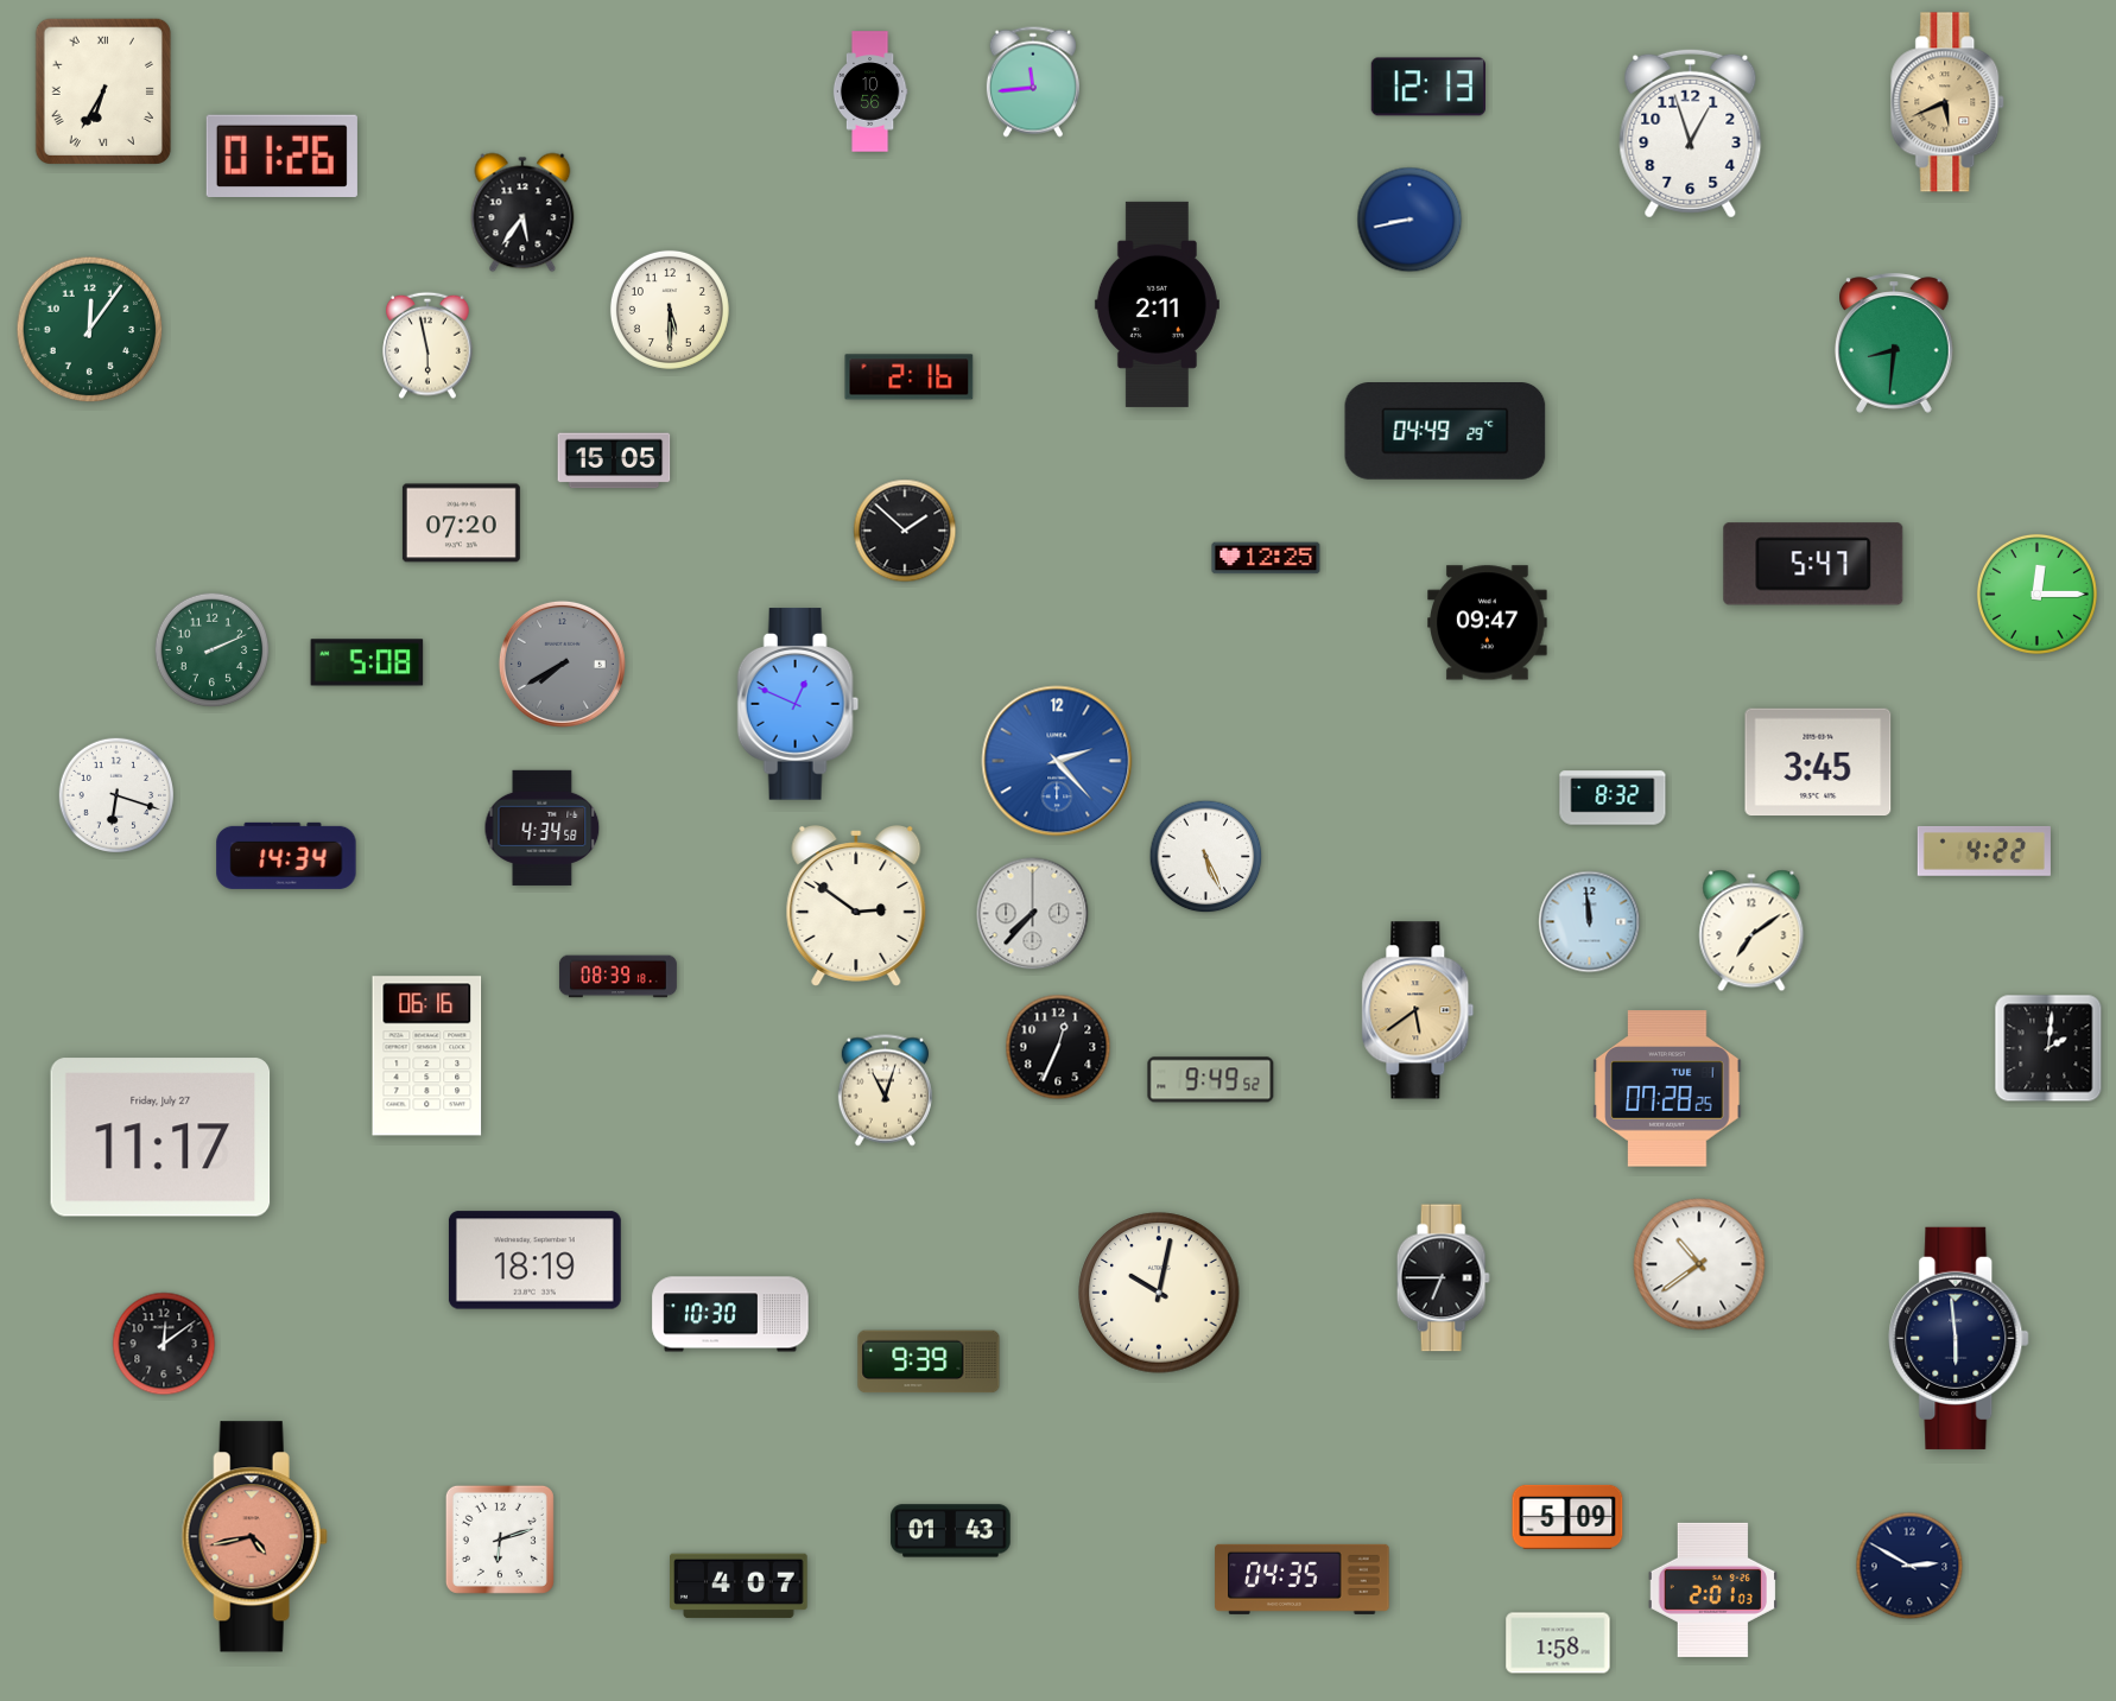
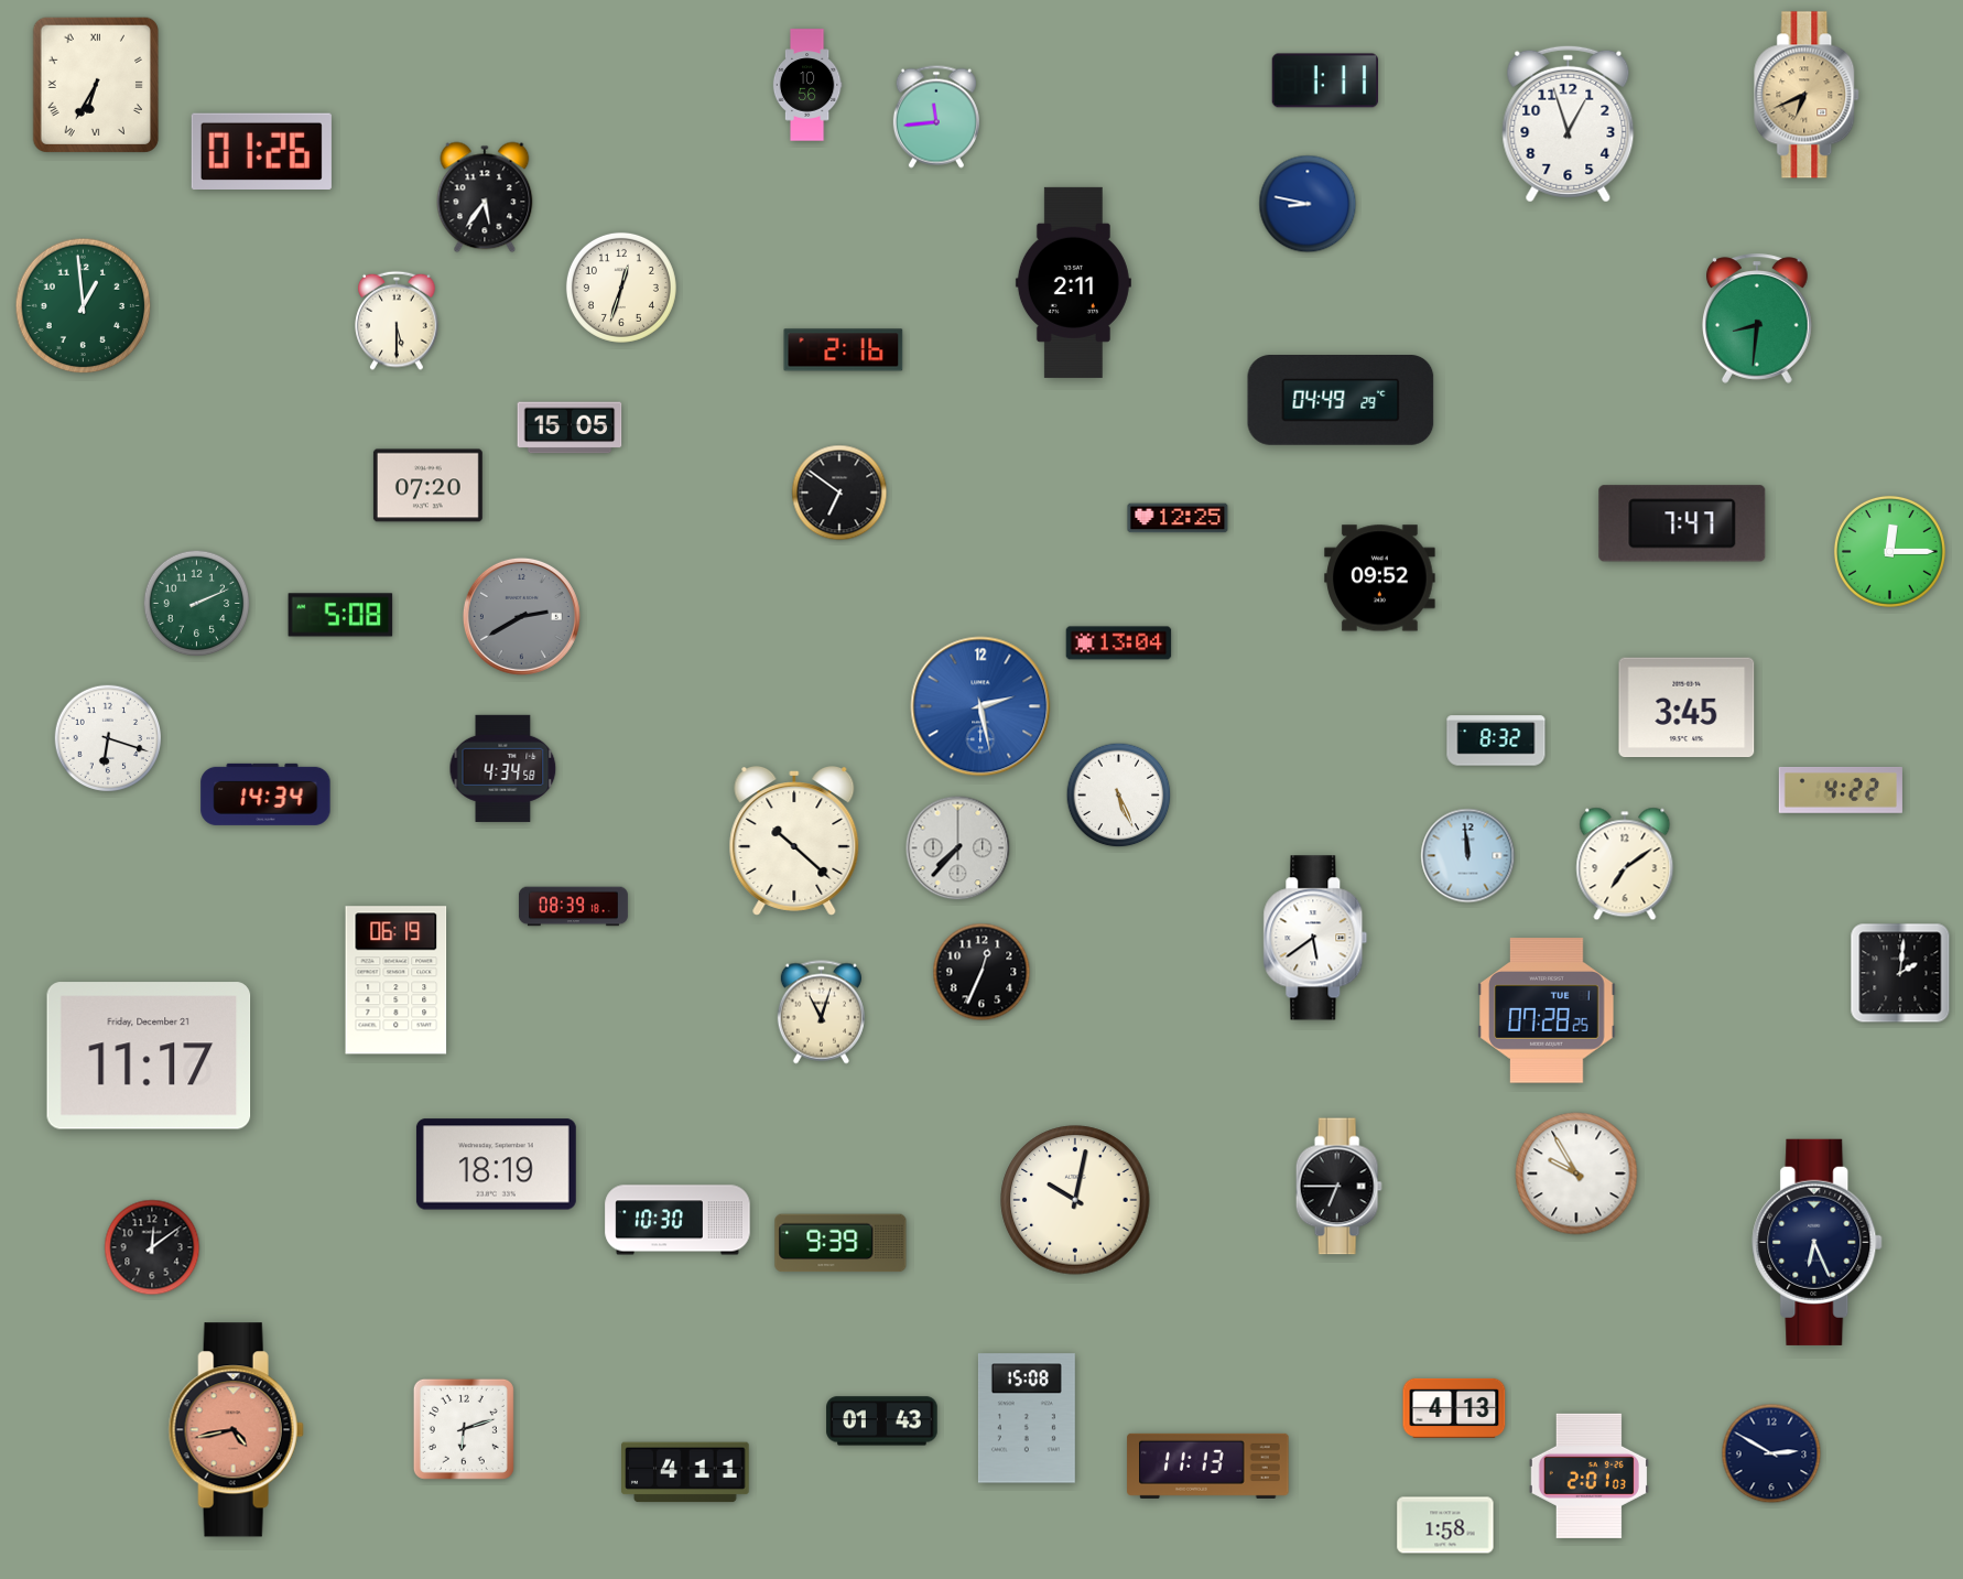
clock at (1033, 82) position: (1033, 82) -> (936, 117)
clock at (1427, 87): 12:13 -> 1:11
clock at (1949, 102): 5:41 -> 6:41
clock at (281, 155) position: (281, 155) -> (261, 151)
clock at (1409, 220): 8:43 -> 8:47
clock at (670, 310): 5:30 -> 12:33
clock at (90, 330): 12:06 -> 12:59
clock at (427, 345): 5:58 -> 5:30
clock at (905, 531): 1:52 -> 6:51
clock at (1266, 558) position: (1266, 558) -> (1178, 518)
clock at (1813, 564): 5:47 -> 7:47
clock at (1488, 623): 09:47 -> 09:52
clock at (562, 664): 7:40 -> 2:40
clock at (1119, 644): none -> 13:04
clock at (798, 704): 12:49 -> none
clock at (1057, 761): 2:23 -> 2:28
clock at (856, 907): 2:51 -> 10:22
clock at (1590, 922) position: (1590, 922) -> (1468, 856)
clock at (1418, 1010) dial: champagne -> white
clock at (427, 1056): 06:16 -> 06:19
clock at (1211, 1080): 9:49 -> none
clock at (160, 1137) date: Friday, July 27 -> Friday, December 21
clock at (534, 1261) position: (534, 1261) -> (496, 1165)
clock at (1699, 1264): 10:39 -> 9:55
clock at (1959, 1338): 5:59 -> 6:26
clock at (929, 1362) position: (929, 1362) -> (840, 1243)
clock at (1567, 1517): 5:09 -> 4:13
clock at (1027, 1418): none -> 15:08
clock at (254, 1537) position: (254, 1537) -> (236, 1430)
clock at (1303, 1579): 04:35 -> 11:13
clock at (739, 1586): 4:07 -> 4:11
